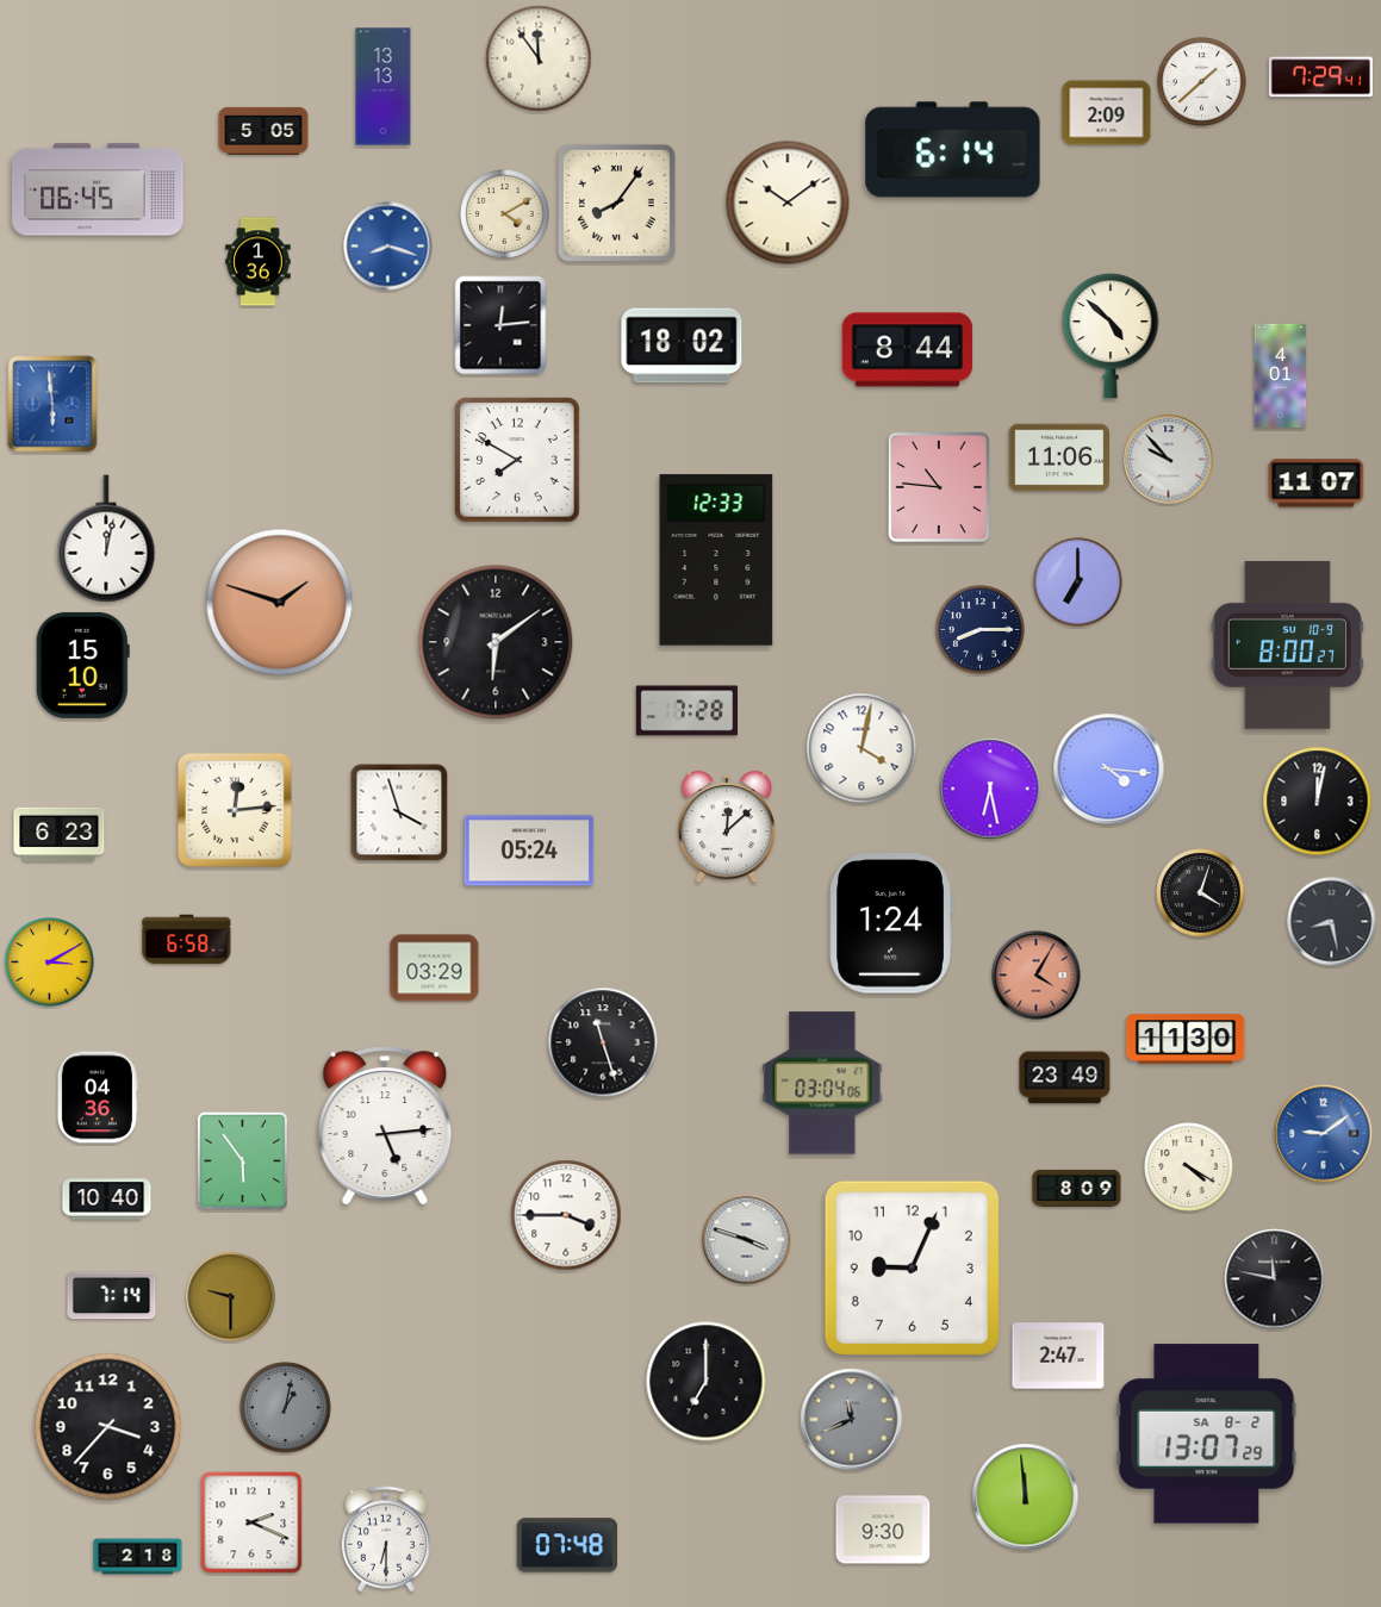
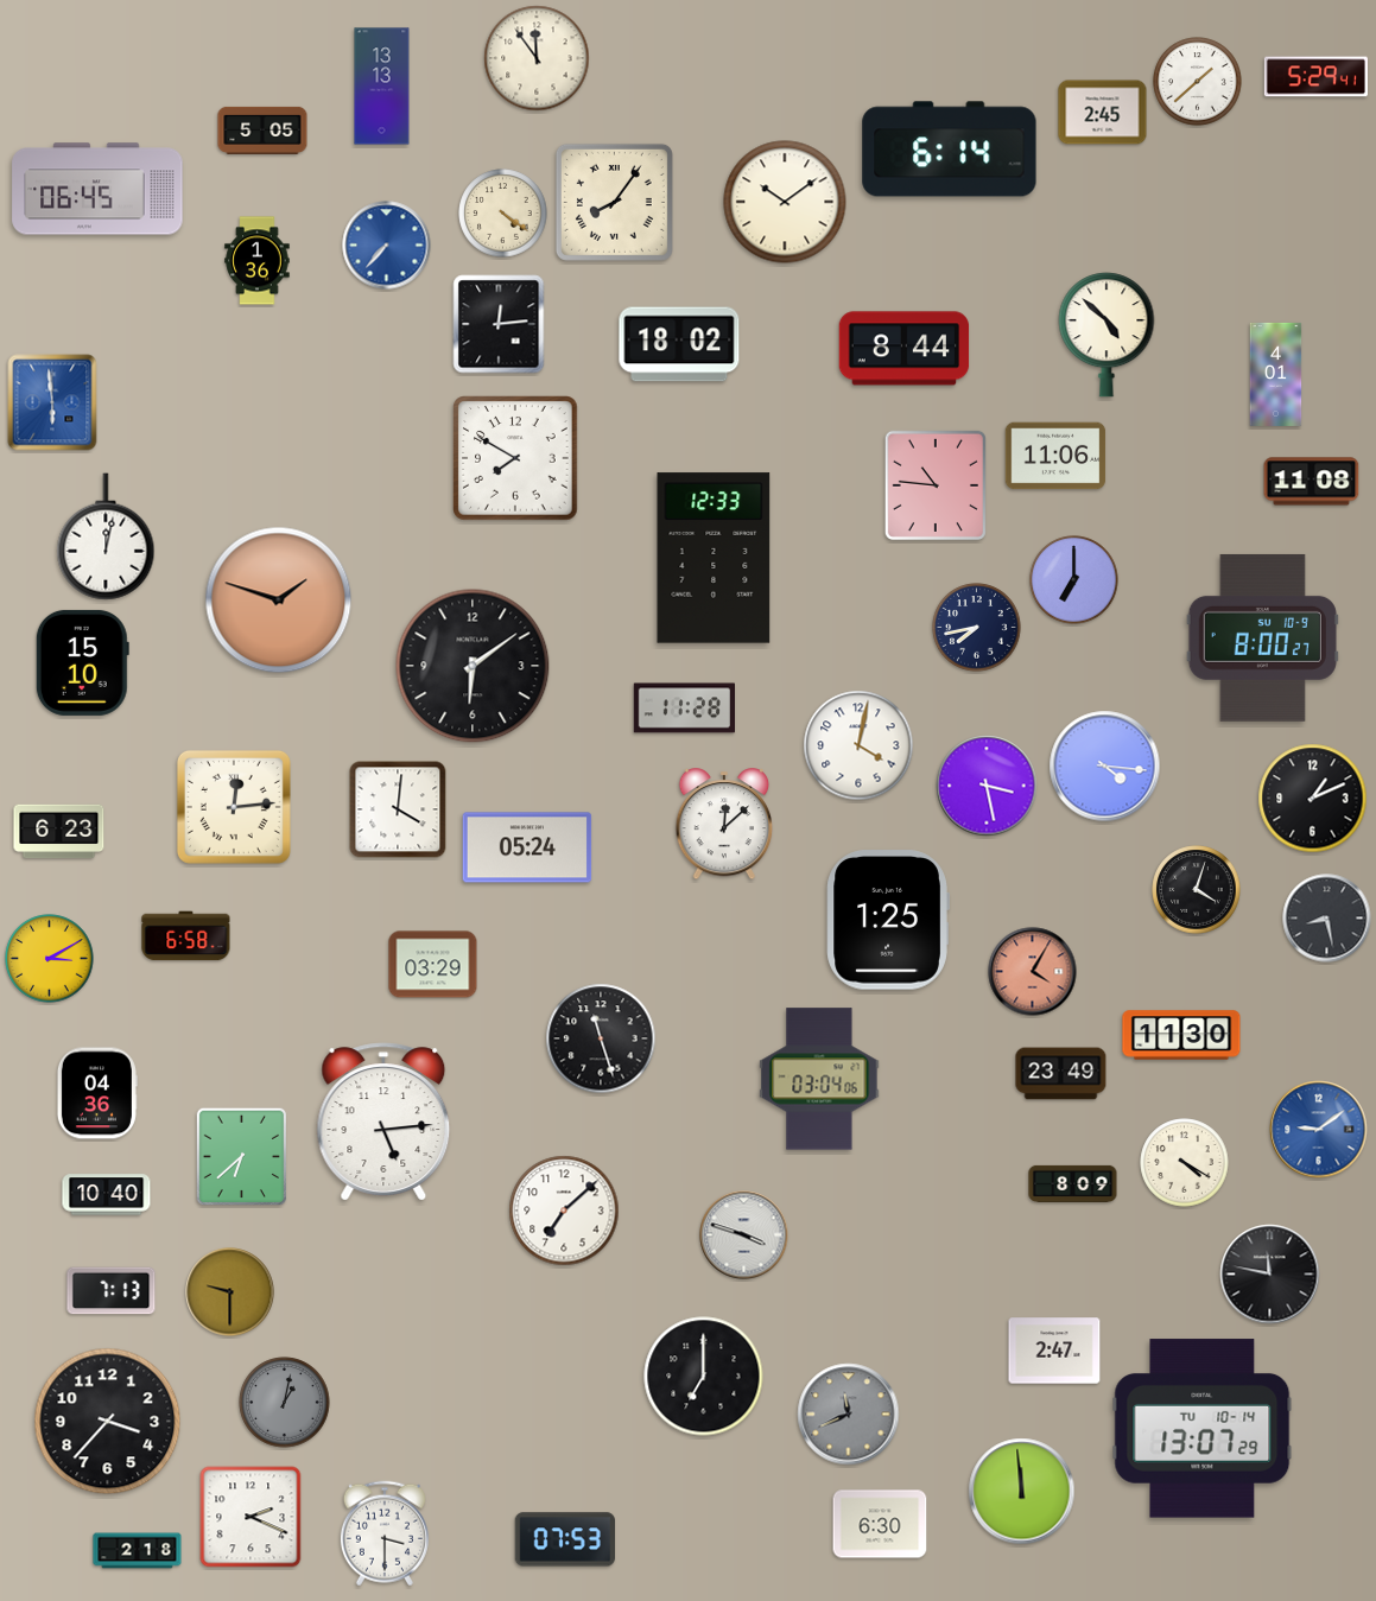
clock at (1320, 77): 7:29 -> 5:29
clock at (1107, 113): 2:09 -> 2:45
clock at (505, 214): 4:10 -> 4:21
clock at (388, 247): 8:18 -> 7:37
clock at (1169, 460): 9:53 -> none
clock at (1317, 484): 11:07 -> 11:08
clock at (981, 630): 8:15 -> 7:43
clock at (496, 642) position: (496, 642) -> (473, 666)
clock at (1287, 644) position: (1287, 644) -> (1262, 637)
clock at (686, 711): 7:28 -> 11:28
clock at (990, 789): 6:28 -> 3:28
clock at (1318, 802): 12:02 -> 1:11
clock at (399, 812): 3:57 -> 4:01
clock at (891, 923): 1:24 -> 1:25
clock at (242, 1160): 5:54 -> 6:38
clock at (566, 1215): 3:45 -> 7:08
clock at (912, 1267): 9:04 -> none
clock at (112, 1296): 7:14 -> 7:13
clock at (1207, 1434) date: SA 8-2 -> TU 10-14
clock at (883, 1530): 9:30 -> 6:30
clock at (386, 1539): 6:30 -> 3:30
clock at (566, 1545): 07:48 -> 07:53
